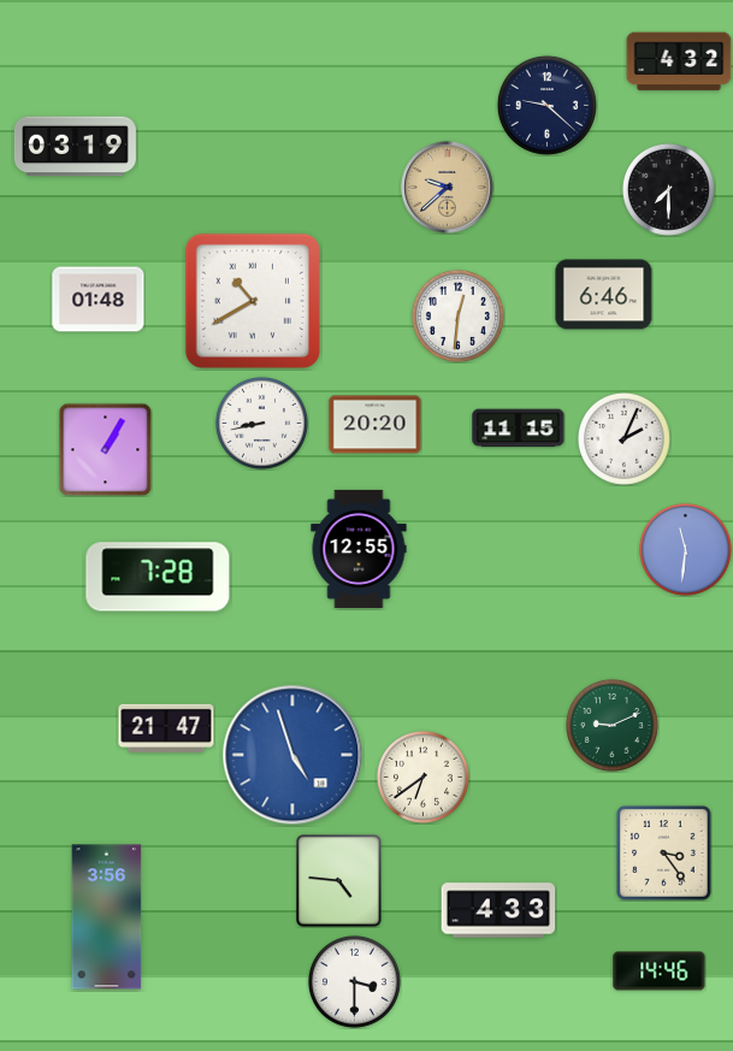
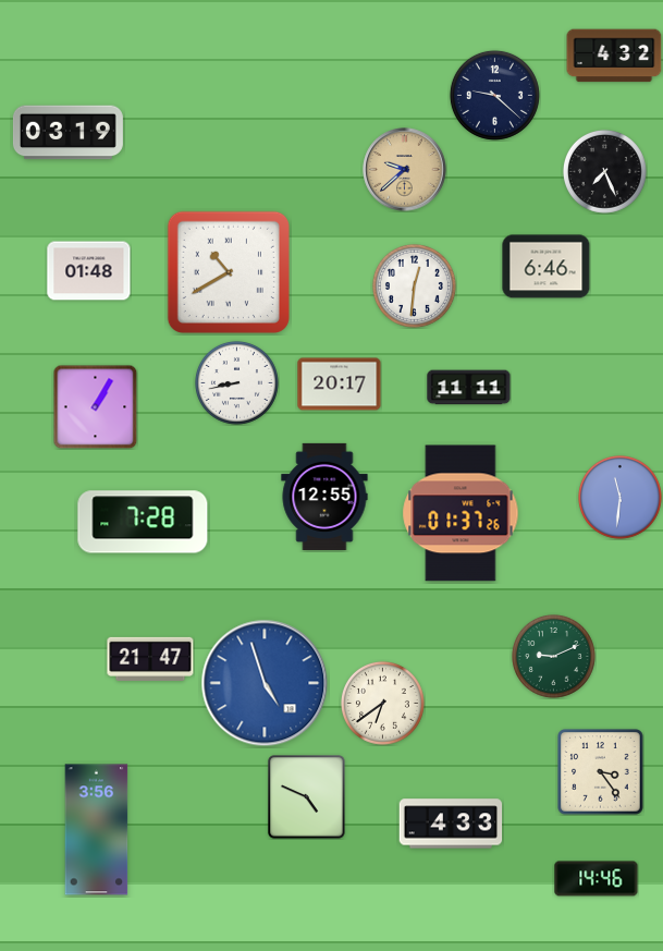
clock at (668, 189): 7:30 -> 7:26
clock at (376, 425): 20:20 -> 20:17
clock at (519, 429): 11:15 -> 11:11
clock at (623, 438): 2:04 -> none
clock at (461, 513): none -> 01:37
clock at (339, 881): 4:46 -> 4:49
clock at (354, 981): 3:30 -> none
